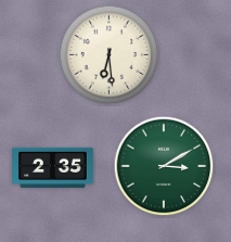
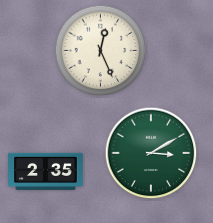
clock at (110, 55): 6:29 -> 12:26
clock at (53, 167) position: (53, 167) -> (46, 171)
